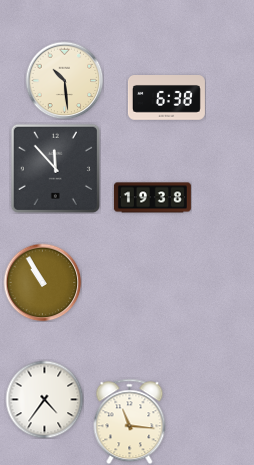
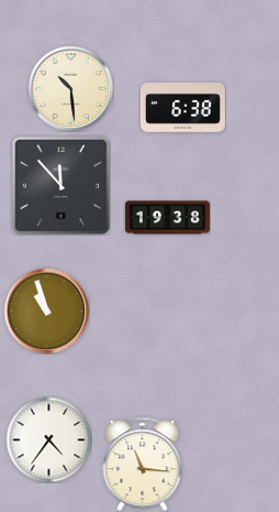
clock at (42, 282): 10:55 -> 10:57
